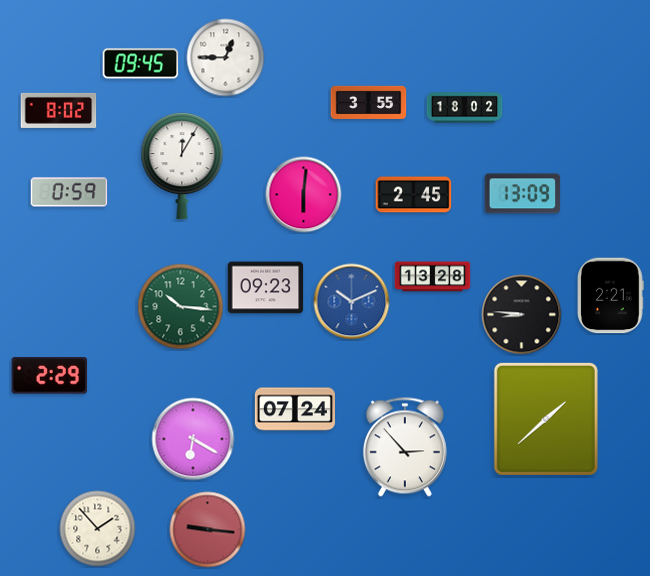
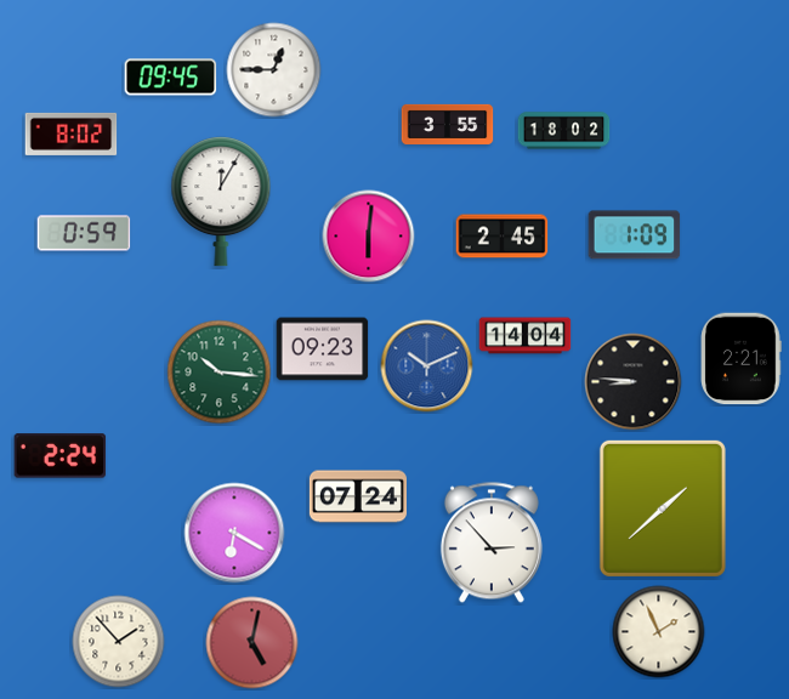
clock at (523, 194): 13:09 -> 1:09
clock at (433, 277): 13:28 -> 14:04
clock at (50, 376): 2:29 -> 2:24
clock at (659, 632): none -> 1:56
clock at (208, 530): 9:16 -> 5:02
